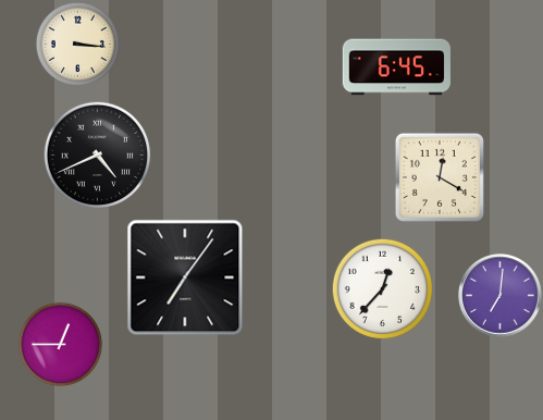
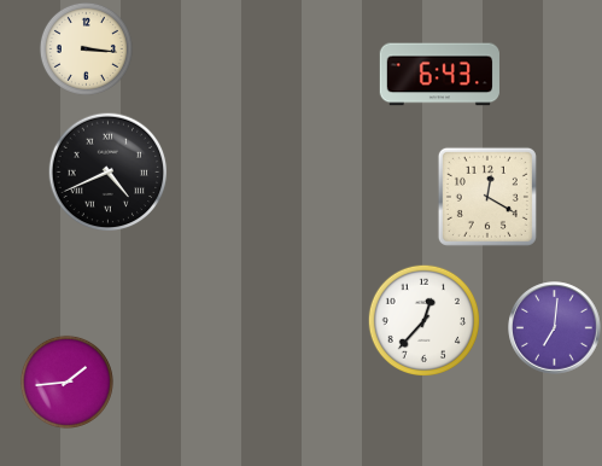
clock at (396, 67): 6:45 -> 6:43
clock at (185, 277): 7:06 -> none
clock at (60, 344): 12:45 -> 1:44
